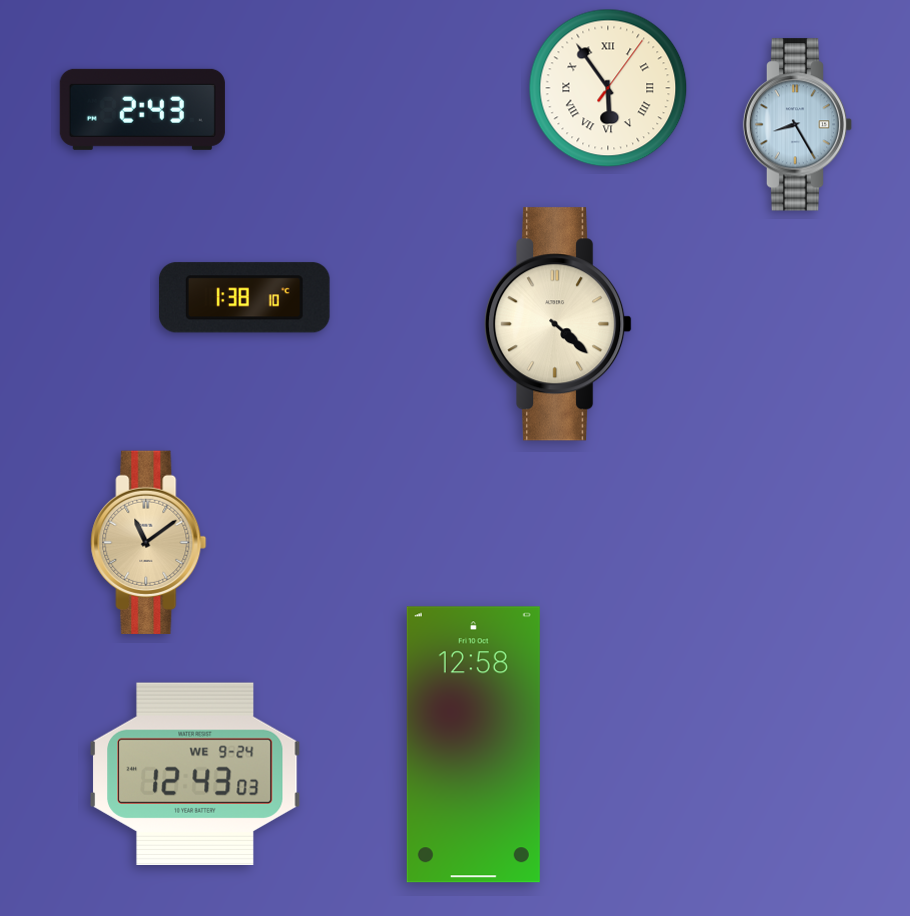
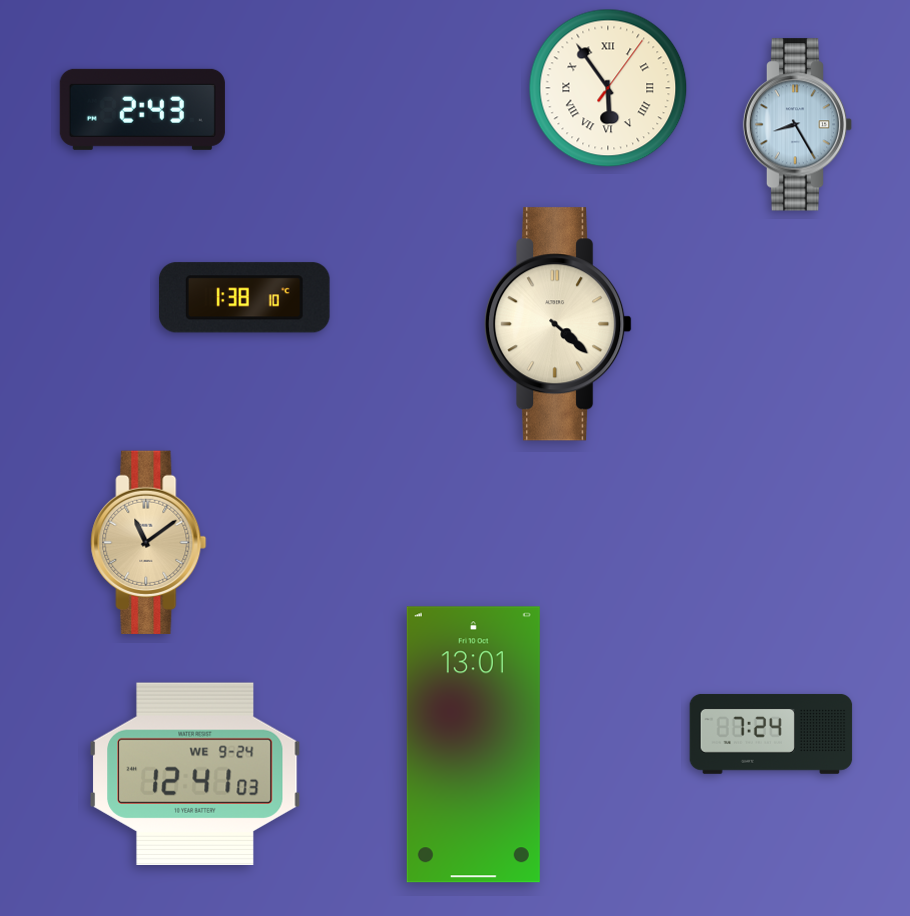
clock at (771, 734): none -> 7:24
clock at (473, 745): 12:58 -> 13:01
clock at (195, 774): 12:43 -> 12:41
